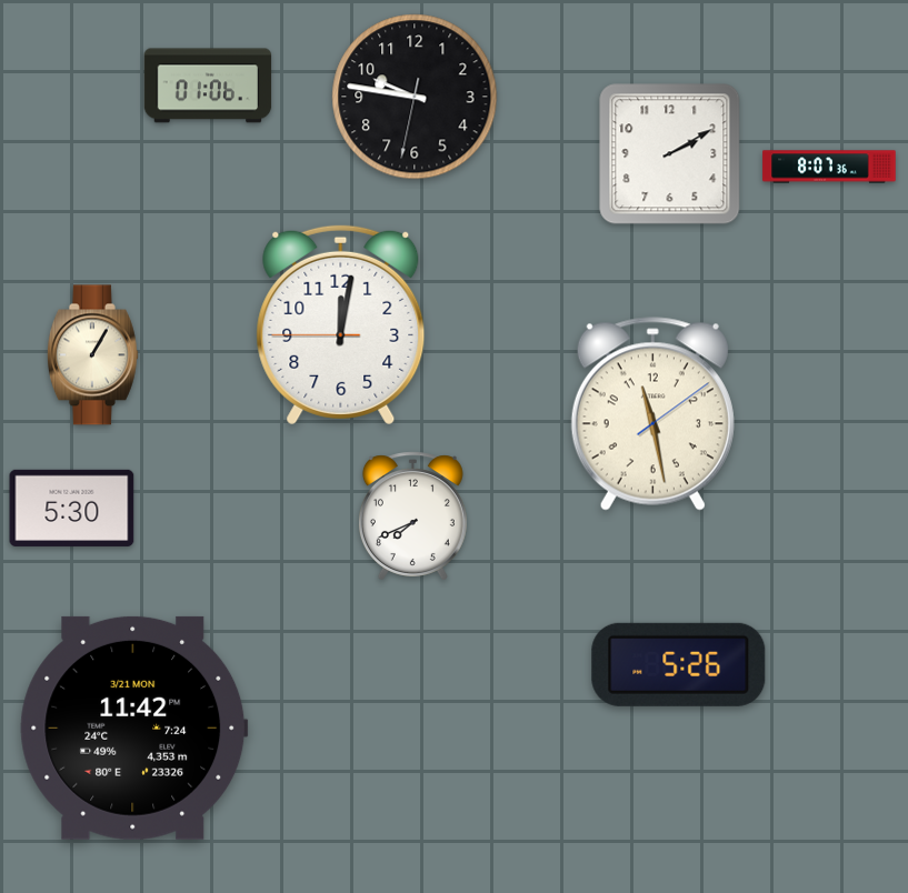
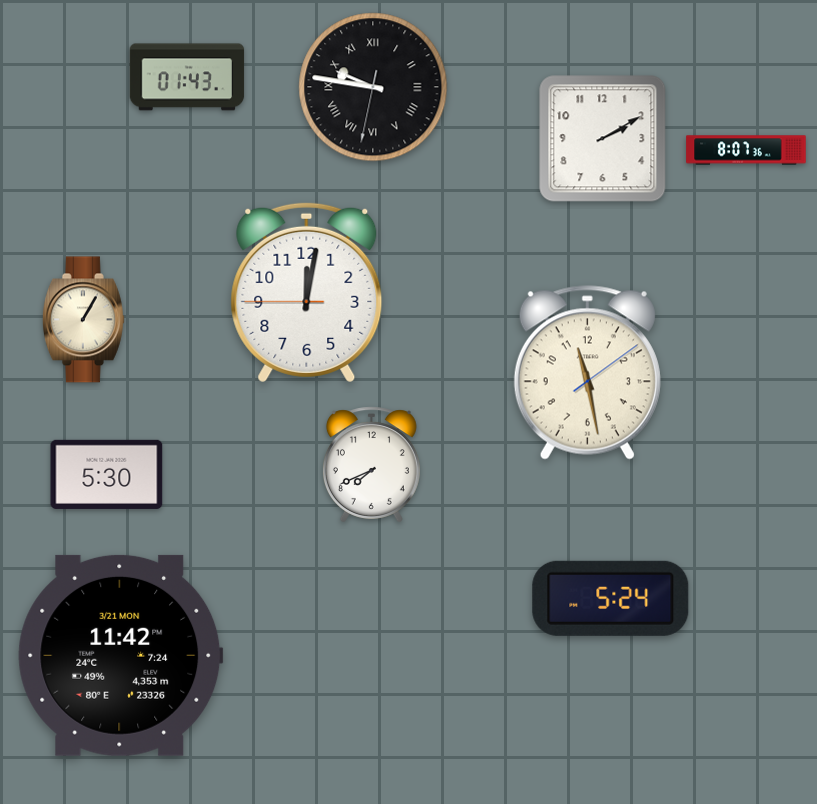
clock at (208, 86): 01:06 -> 01:43
clock at (415, 97) numerals: Arabic -> Roman
clock at (72, 508) position: (72, 508) -> (107, 474)
clock at (679, 664): 5:26 -> 5:24
